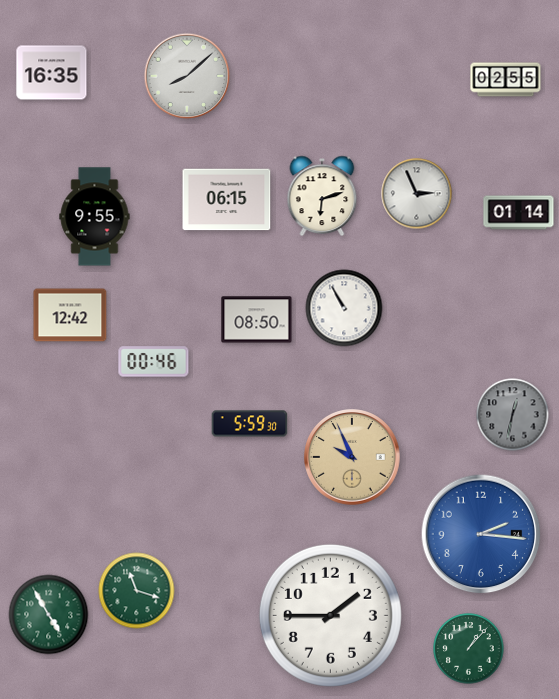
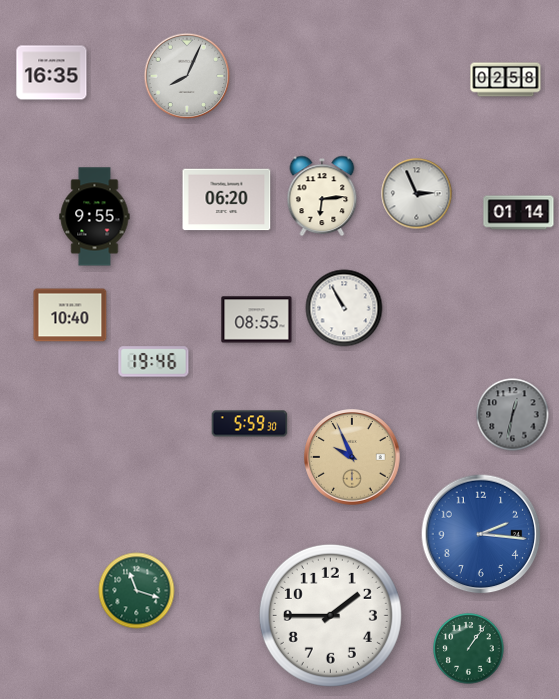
clock at (187, 76): 8:08 -> 8:04
clock at (506, 80): 02:55 -> 02:58
clock at (322, 196): 6:12 -> 6:14
clock at (227, 200): 06:15 -> 06:20
clock at (70, 315): 12:42 -> 10:40
clock at (257, 320): 08:50 -> 08:55
clock at (154, 362): 00:46 -> 19:46
clock at (49, 615): 4:55 -> none
clock at (469, 649): 1:07 -> 1:06
